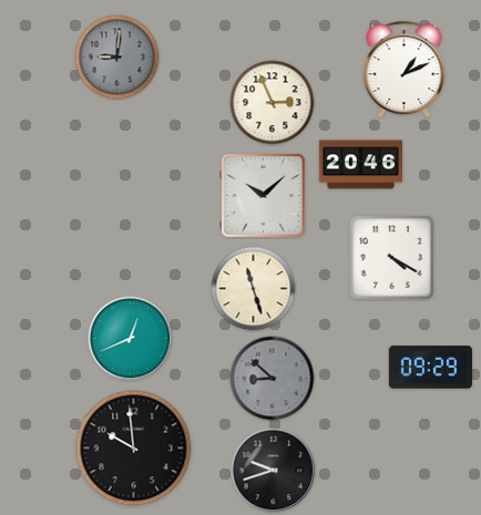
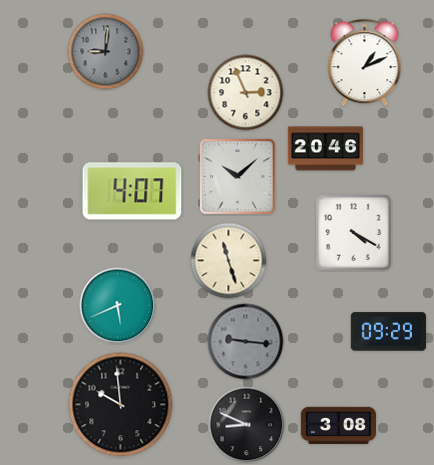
clock at (132, 191): none -> 4:07
clock at (131, 339): 12:41 -> 5:41
clock at (273, 379): 8:52 -> 9:16
clock at (274, 471): 9:42 -> 8:49
clock at (338, 425): none -> 3:08
